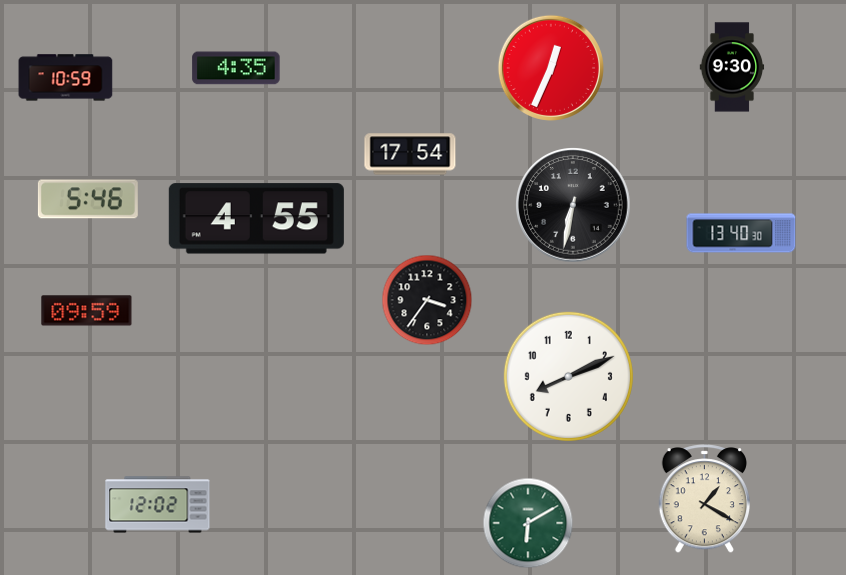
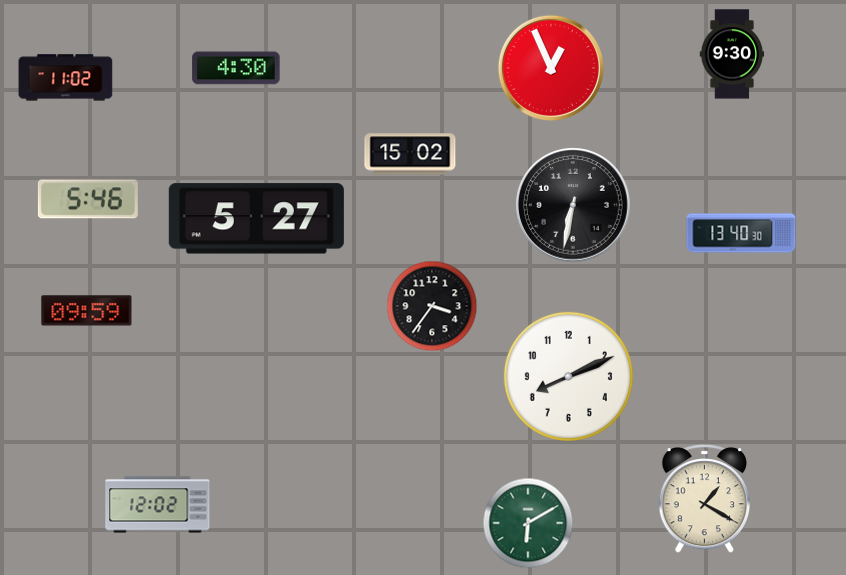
clock at (732, 67) position: (732, 67) -> (732, 54)
clock at (236, 68): 4:35 -> 4:30
clock at (551, 68): 12:34 -> 12:56
clock at (66, 78): 10:59 -> 11:02
clock at (410, 154): 17:54 -> 15:02
clock at (256, 219): 4:55 -> 5:27
clock at (427, 300) position: (427, 300) -> (432, 306)
